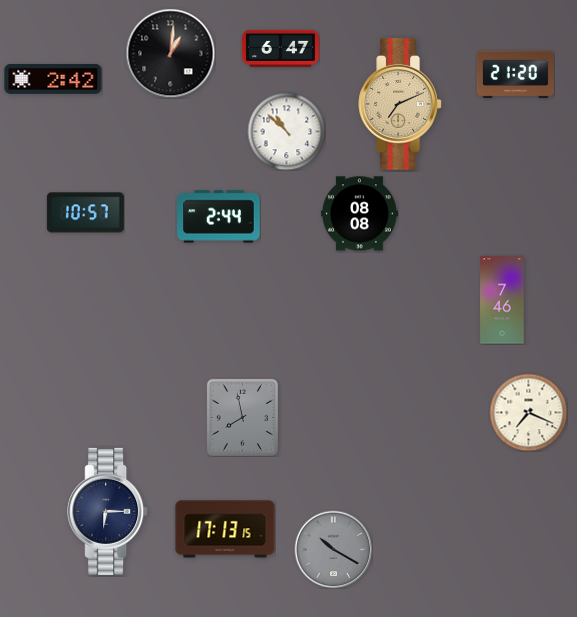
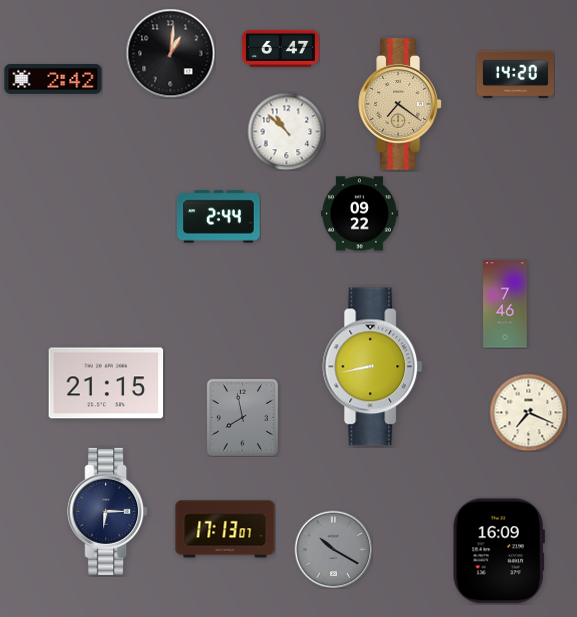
clock at (515, 75): 21:20 -> 14:20
clock at (400, 105): 7:11 -> 7:21
clock at (85, 213): 10:57 -> none
clock at (359, 214): 08:08 -> 09:22
clock at (502, 300) position: (502, 300) -> (505, 304)
clock at (373, 367): none -> 8:43
clock at (106, 383): none -> 21:15
clock at (225, 529): 17:13:15 -> 17:13:07
clock at (499, 551): none -> 16:09
